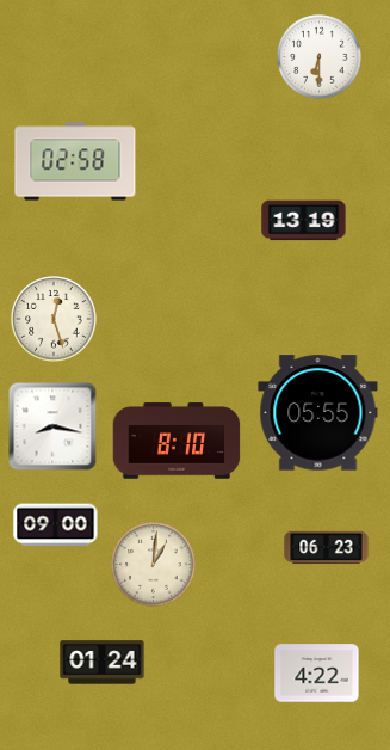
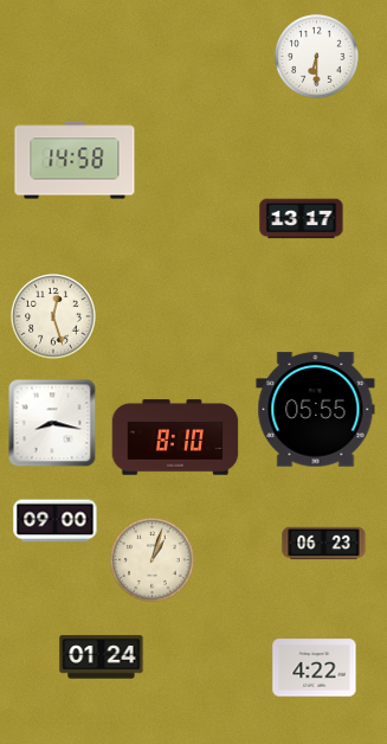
clock at (75, 161): 02:58 -> 14:58
clock at (304, 221): 13:19 -> 13:17
clock at (154, 565): 1:01 -> 1:03
